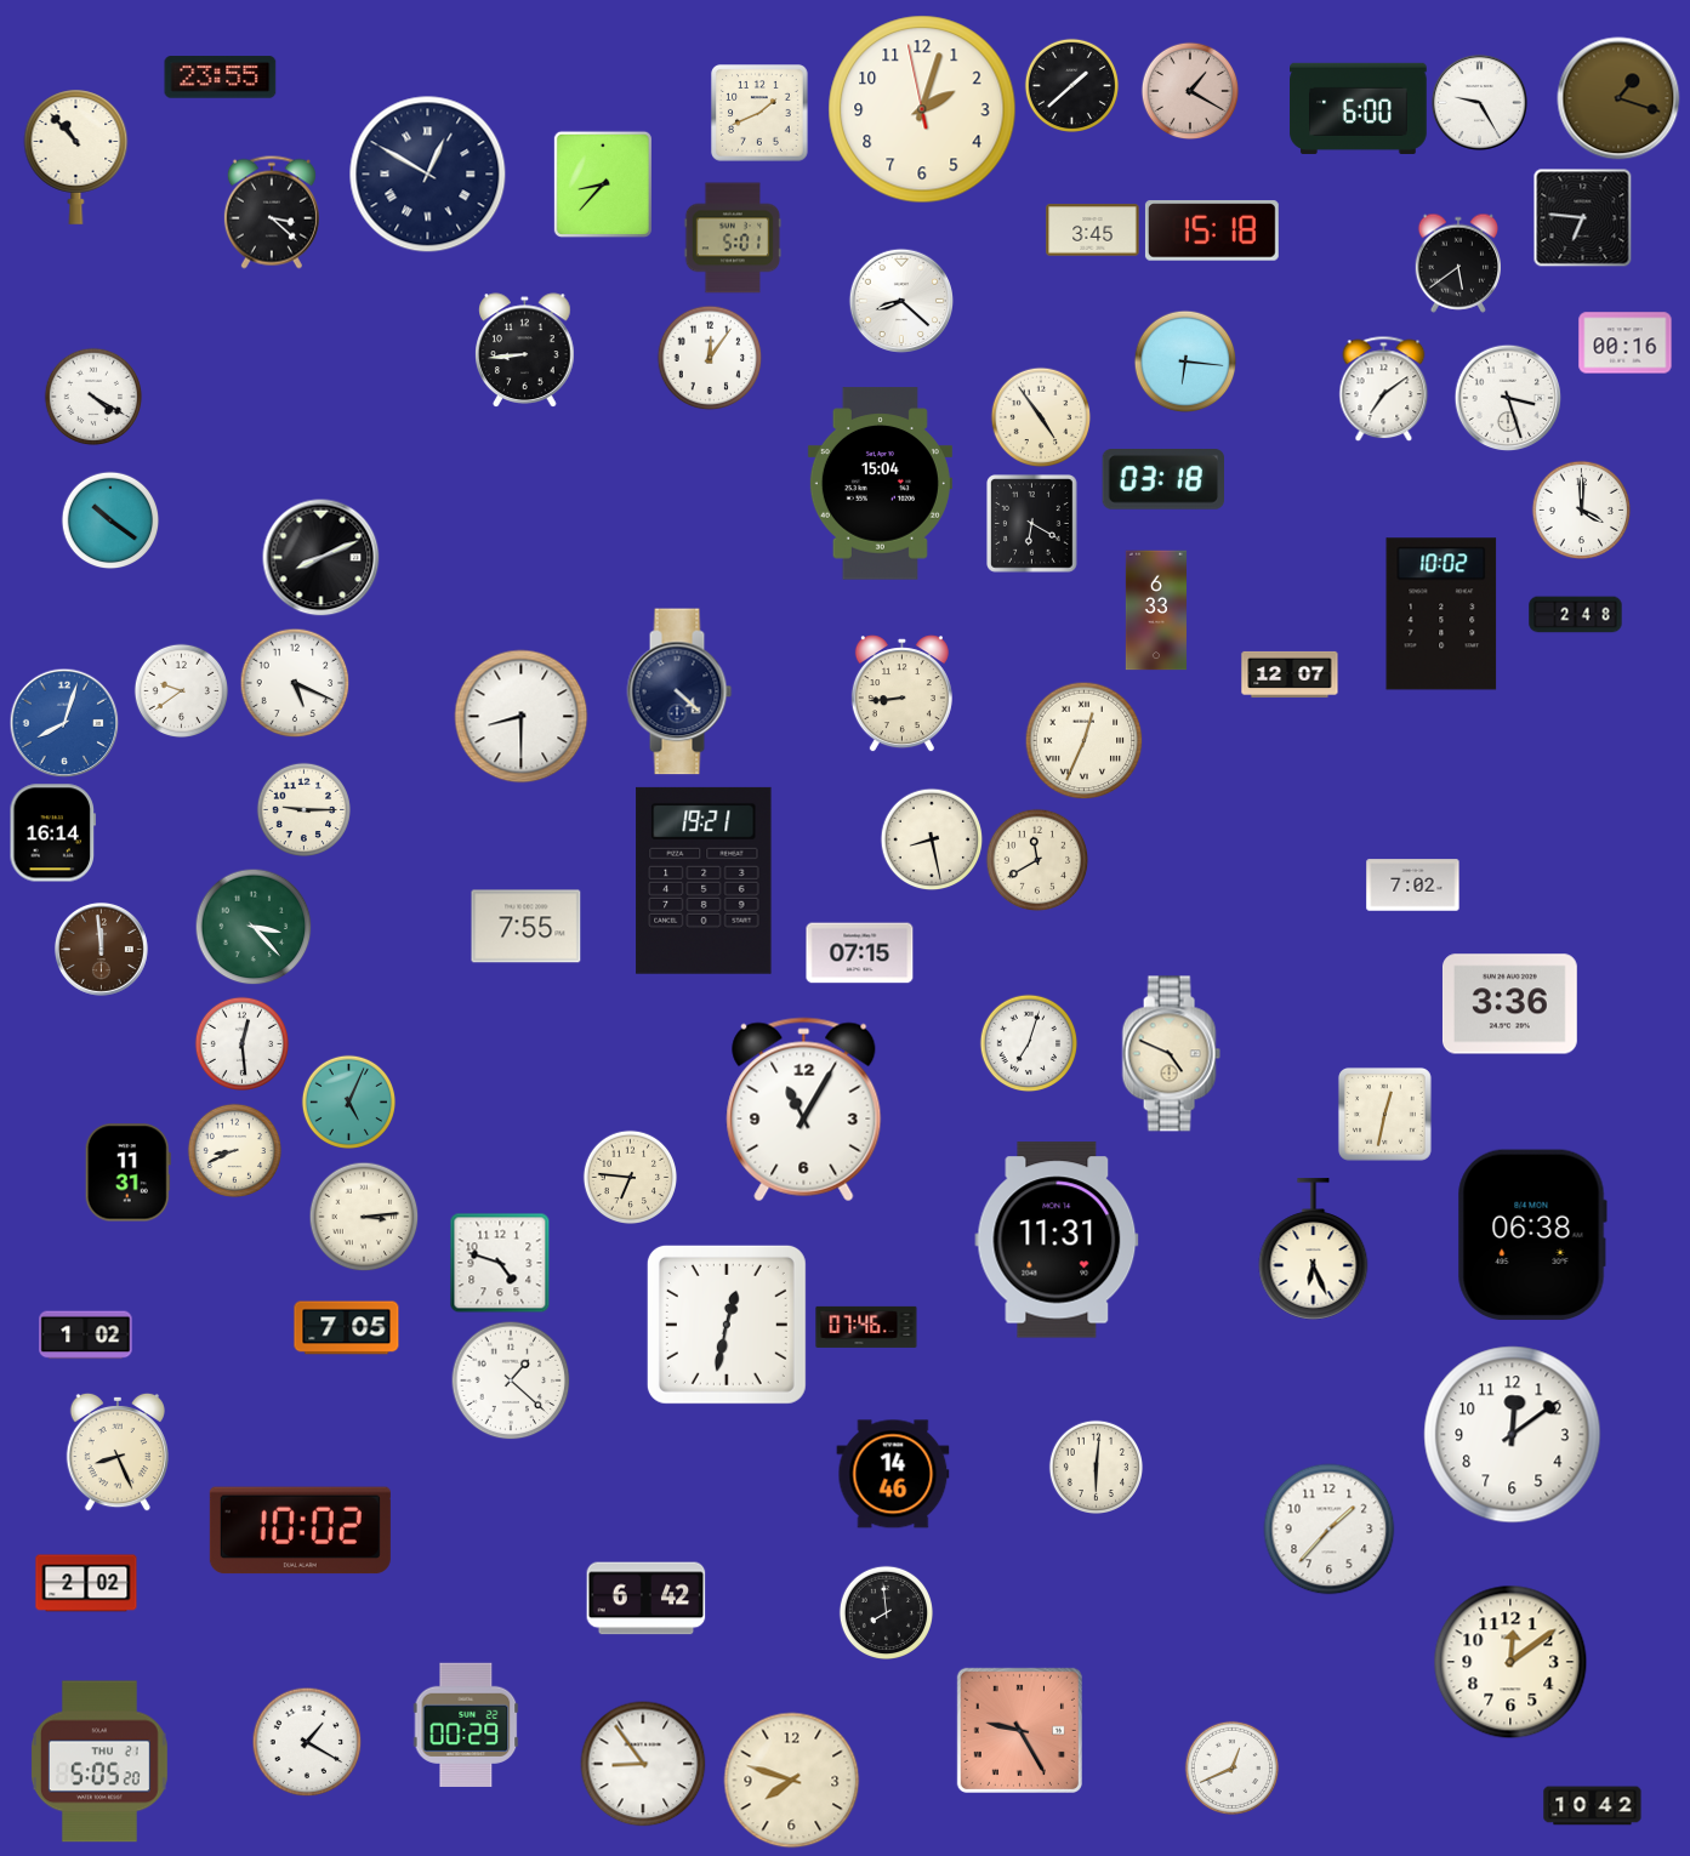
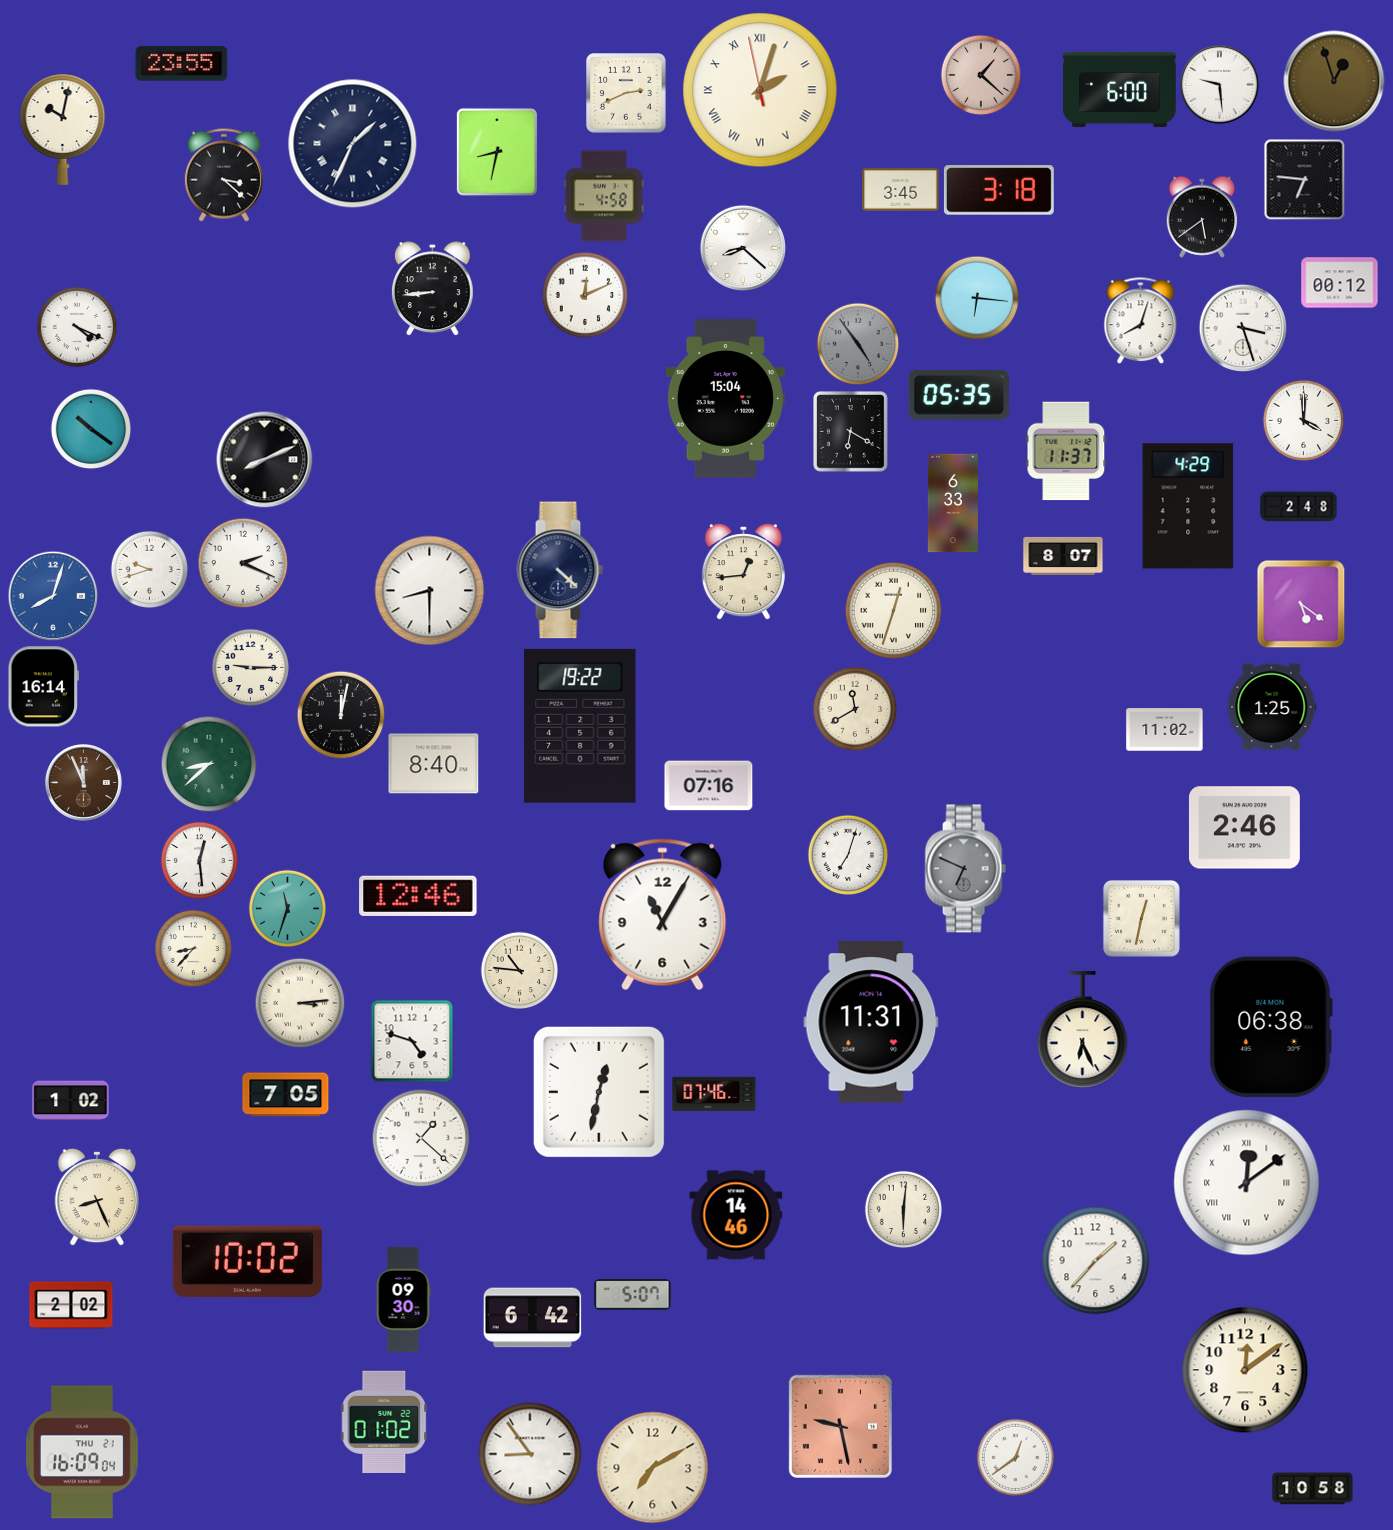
clock at (1071, 85): 1:38 -> none
clock at (1190, 91): 1:20 -> 1:22
clock at (1618, 98): 1:18 -> 12:57
clock at (1479, 102): 9:25 -> 9:29
clock at (922, 109) numerals: Arabic -> Roman
clock at (761, 114): 1:41 -> 2:41
clock at (76, 156): 10:53 -> 10:02
clock at (428, 175): 12:50 -> 1:34
clock at (603, 184): 8:37 -> 8:32
clock at (1212, 230): 15:18 -> 3:18
clock at (732, 238): 5:01 -> 4:58
clock at (1626, 343): 00:16 -> 00:12
clock at (710, 358): 12:06 -> 12:11
clock at (1384, 388): 7:09 -> 8:03
clock at (93, 397): 4:20 -> 4:19
clock at (1041, 417) dial: cream -> grey
clock at (1162, 480): 03:18 -> 05:35
clock at (1066, 451): none -> 11:37
clock at (1441, 614): 10:02 -> 4:29
clock at (1290, 674): 12:07 -> 8:07
clock at (295, 683): 5:19 -> 2:19
clock at (181, 690): 9:39 -> 9:42
clock at (901, 694): 8:44 -> 12:44
clock at (1301, 604): none -> 5:21
clock at (1083, 740): 12:34 -> 12:33
clock at (932, 839): 8:28 -> none
clock at (1272, 707): none -> 1:25
clock at (341, 715): none -> 12:02
clock at (704, 881): 19:21 -> 19:22
clock at (1413, 886): 7:02 -> 11:02
clock at (254, 927): 3:23 -> 8:38
clock at (527, 927): 7:55 -> 8:40
clock at (101, 949): 11:59 -> 11:56
clock at (860, 953): 07:15 -> 07:16
clock at (1509, 1004): 3:36 -> 2:46
clock at (1029, 1043) position: (1029, 1043) -> (848, 855)
clock at (1171, 1054): 4:49 -> 6:49
clock at (1171, 1054) dial: cream -> grey
clock at (418, 896): none -> 12:46
clock at (348, 1101): 5:04 -> 11:33
clock at (234, 1150): 8:41 -> 8:37
clock at (127, 1173): 11:31 -> none
clock at (630, 1177): 6:46 -> 10:46
clock at (1532, 1235) position: (1532, 1235) -> (1271, 1027)
clock at (1513, 1435) numerals: Arabic -> Roman
clock at (633, 1295): none -> 5:07
clock at (403, 1299): none -> 09:30
clock at (886, 1612): 7:59 -> none
clock at (466, 1725): 00:29 -> 01:02
clock at (1019, 1730): 9:25 -> 9:28
clock at (307, 1742): 1:20 -> none
clock at (99, 1761): 5:05 -> 16:09
clock at (1231, 1767): 12:41 -> 12:39
clock at (792, 1781): 7:48 -> 7:10
clock at (1593, 1806): 10:42 -> 10:58
